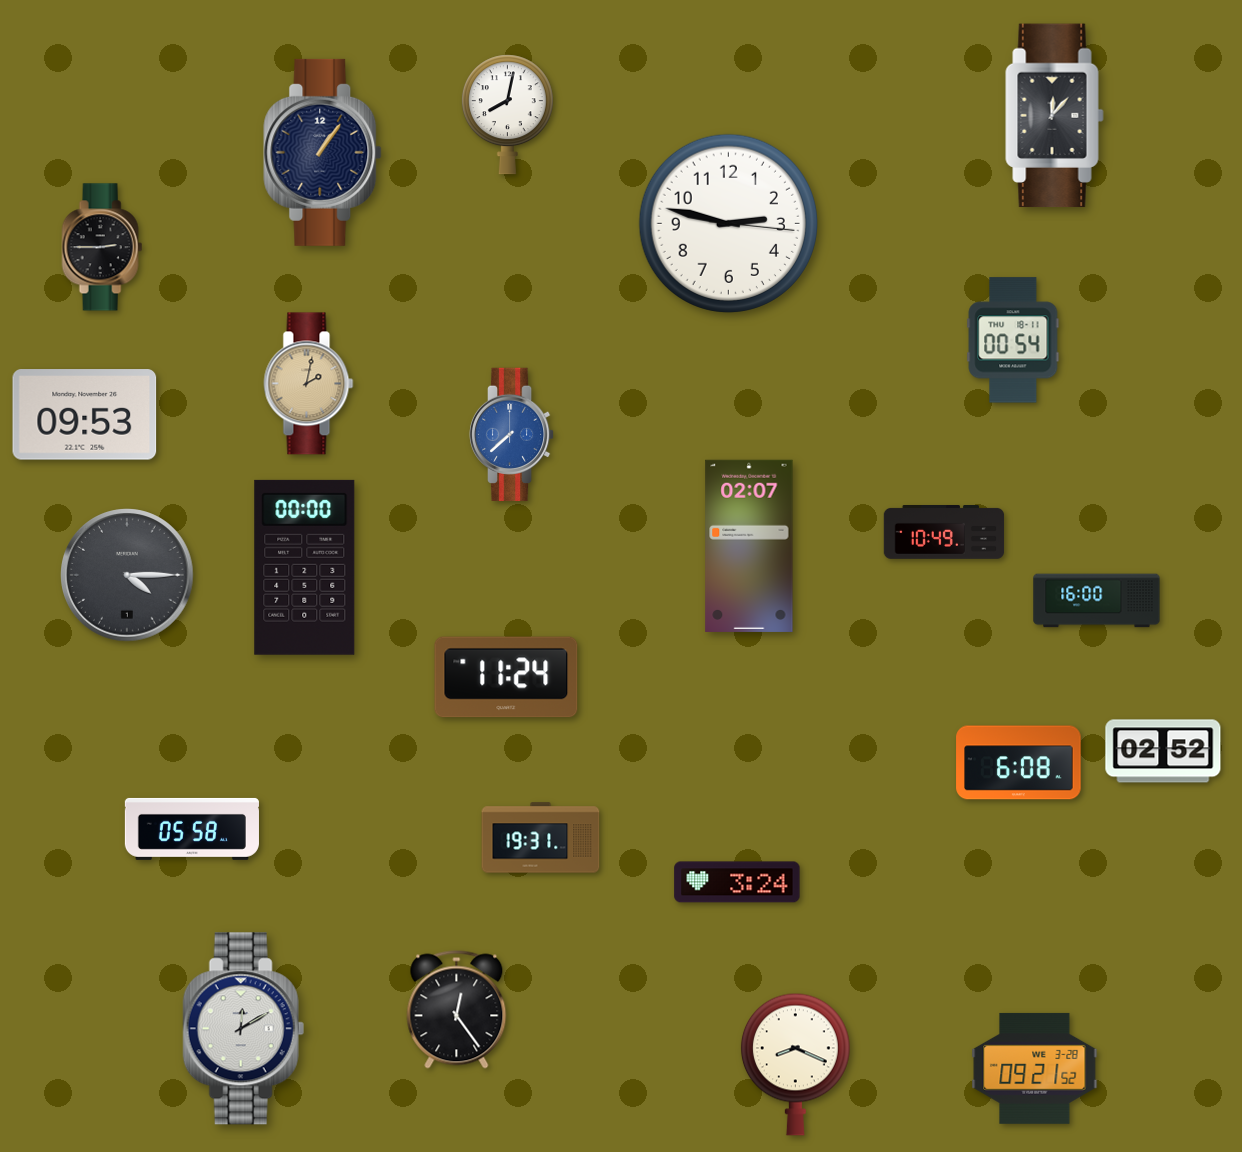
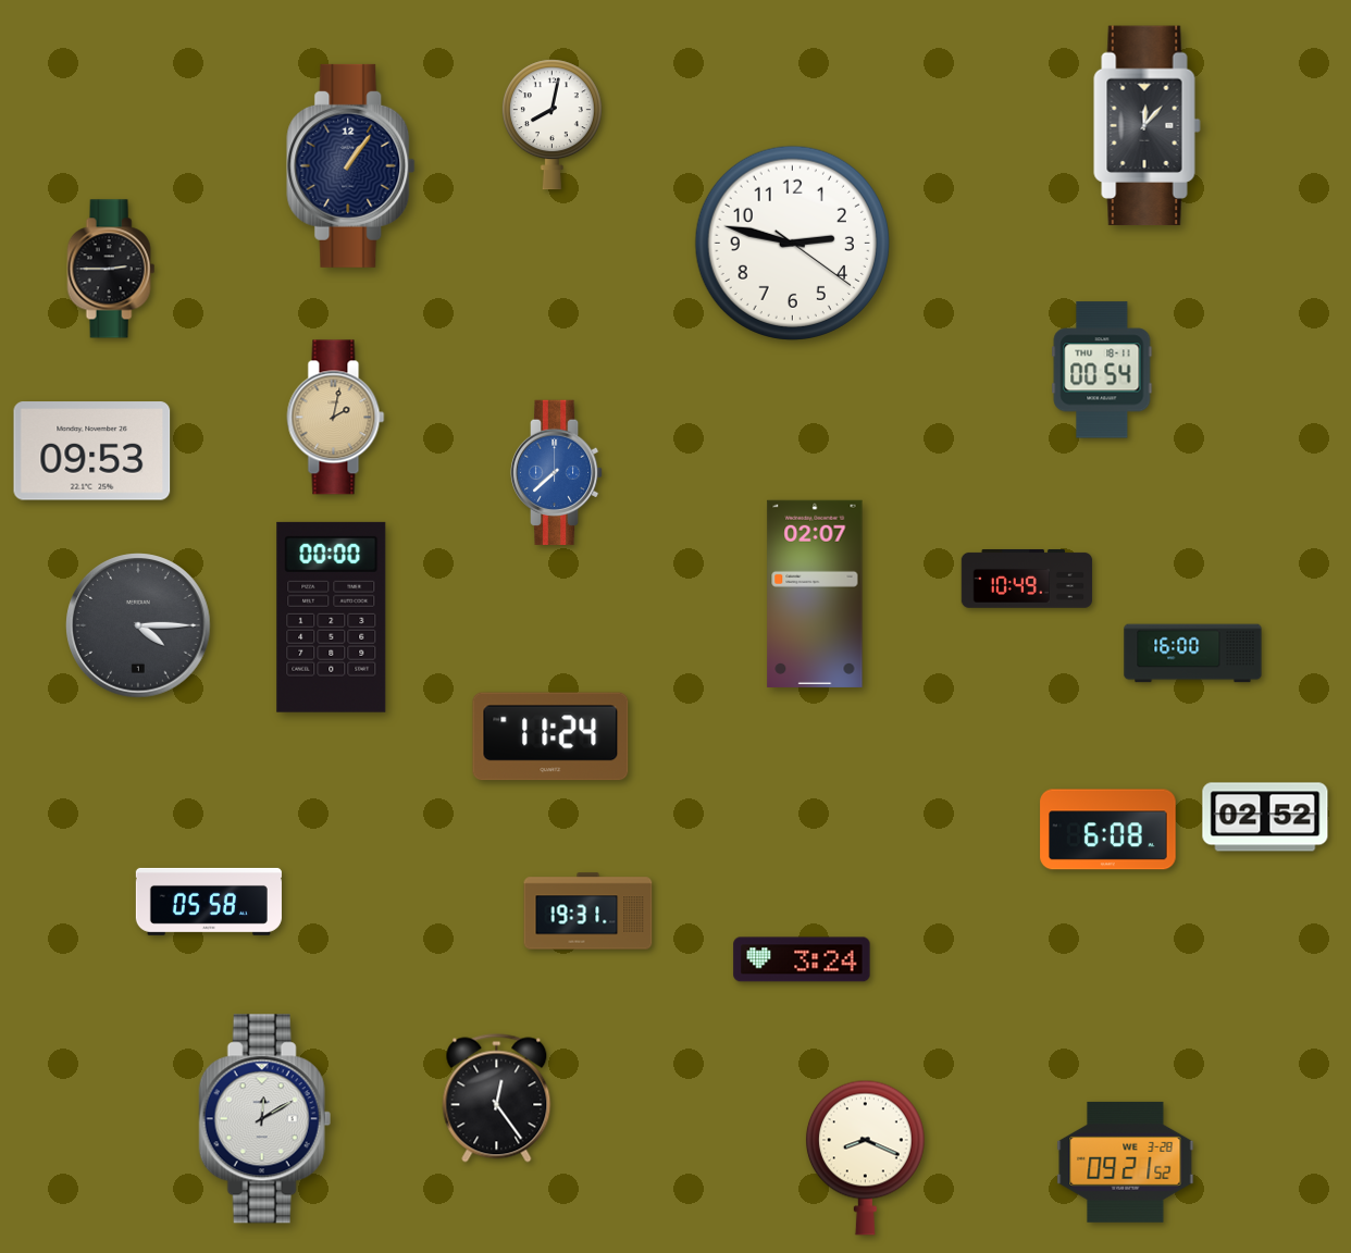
clock at (728, 223): 2:47:16 -> 2:47:21
